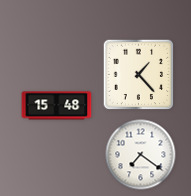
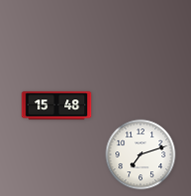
clock at (139, 75): 1:23 -> none
clock at (141, 155): 7:21 -> 7:12
